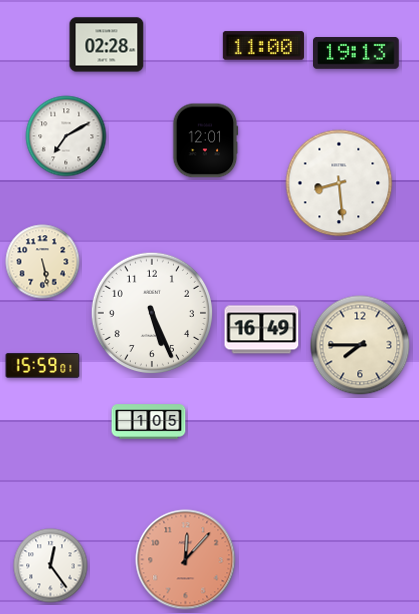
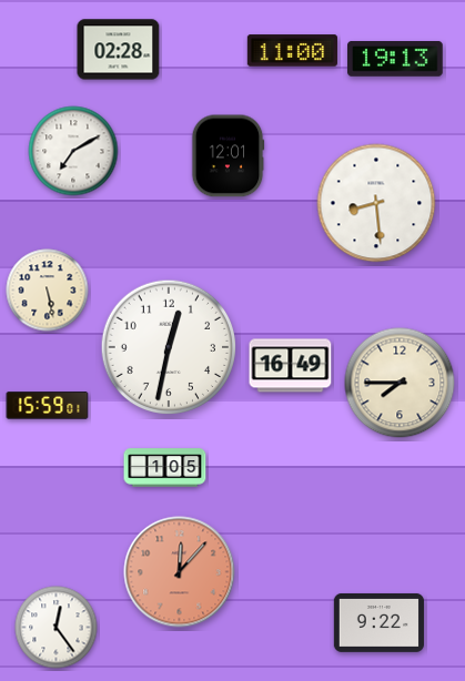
clock at (152, 313): 5:26 -> 12:32
clock at (186, 560) position: (186, 560) -> (180, 572)
clock at (378, 622): none -> 9:22
